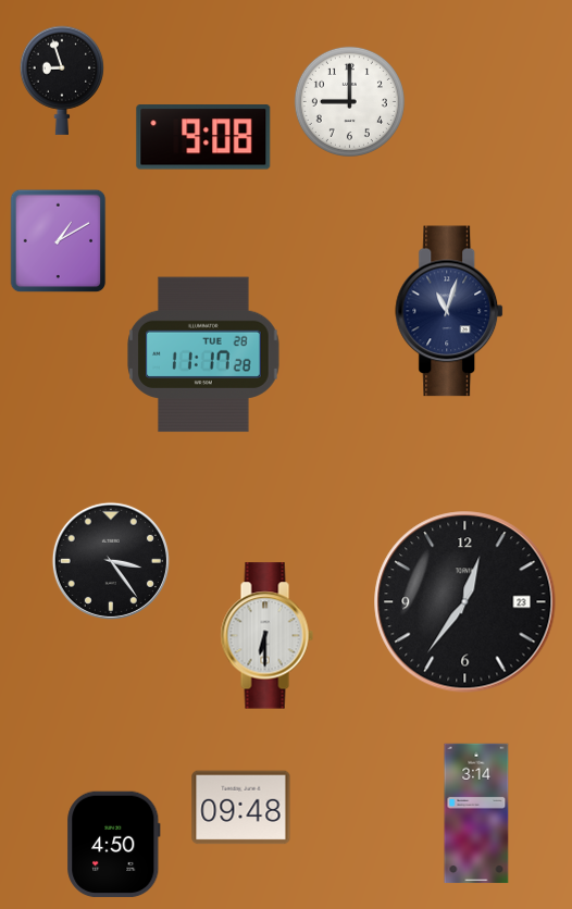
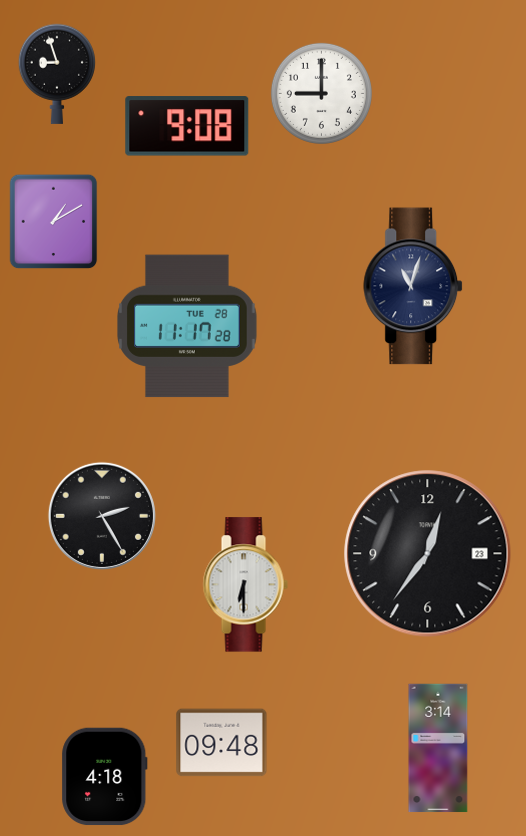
clock at (111, 561): 3:24 -> 2:25
clock at (114, 845): 4:50 -> 4:18
